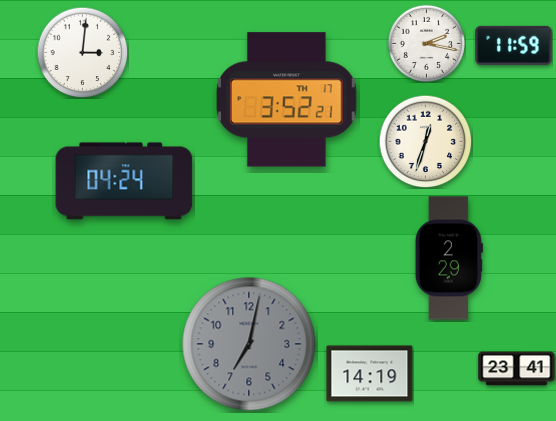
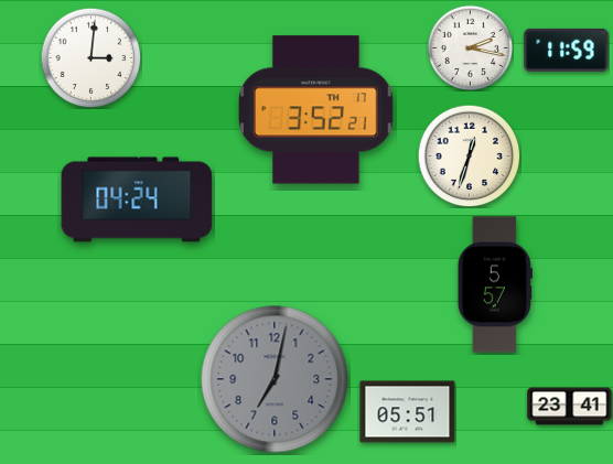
clock at (449, 258): 2:29 -> 5:57
clock at (370, 374): 14:19 -> 05:51
